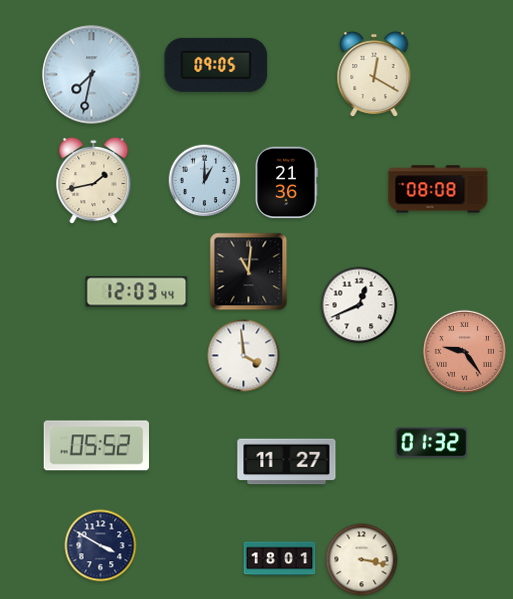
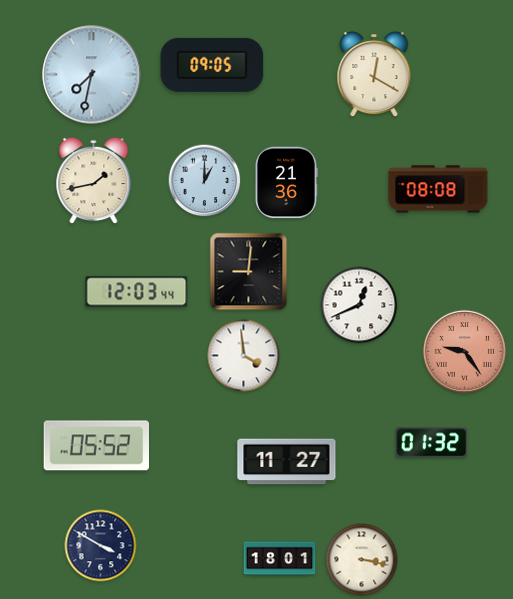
clock at (216, 65) position: (216, 65) -> (212, 65)
clock at (249, 272): 11:01 -> 9:01
